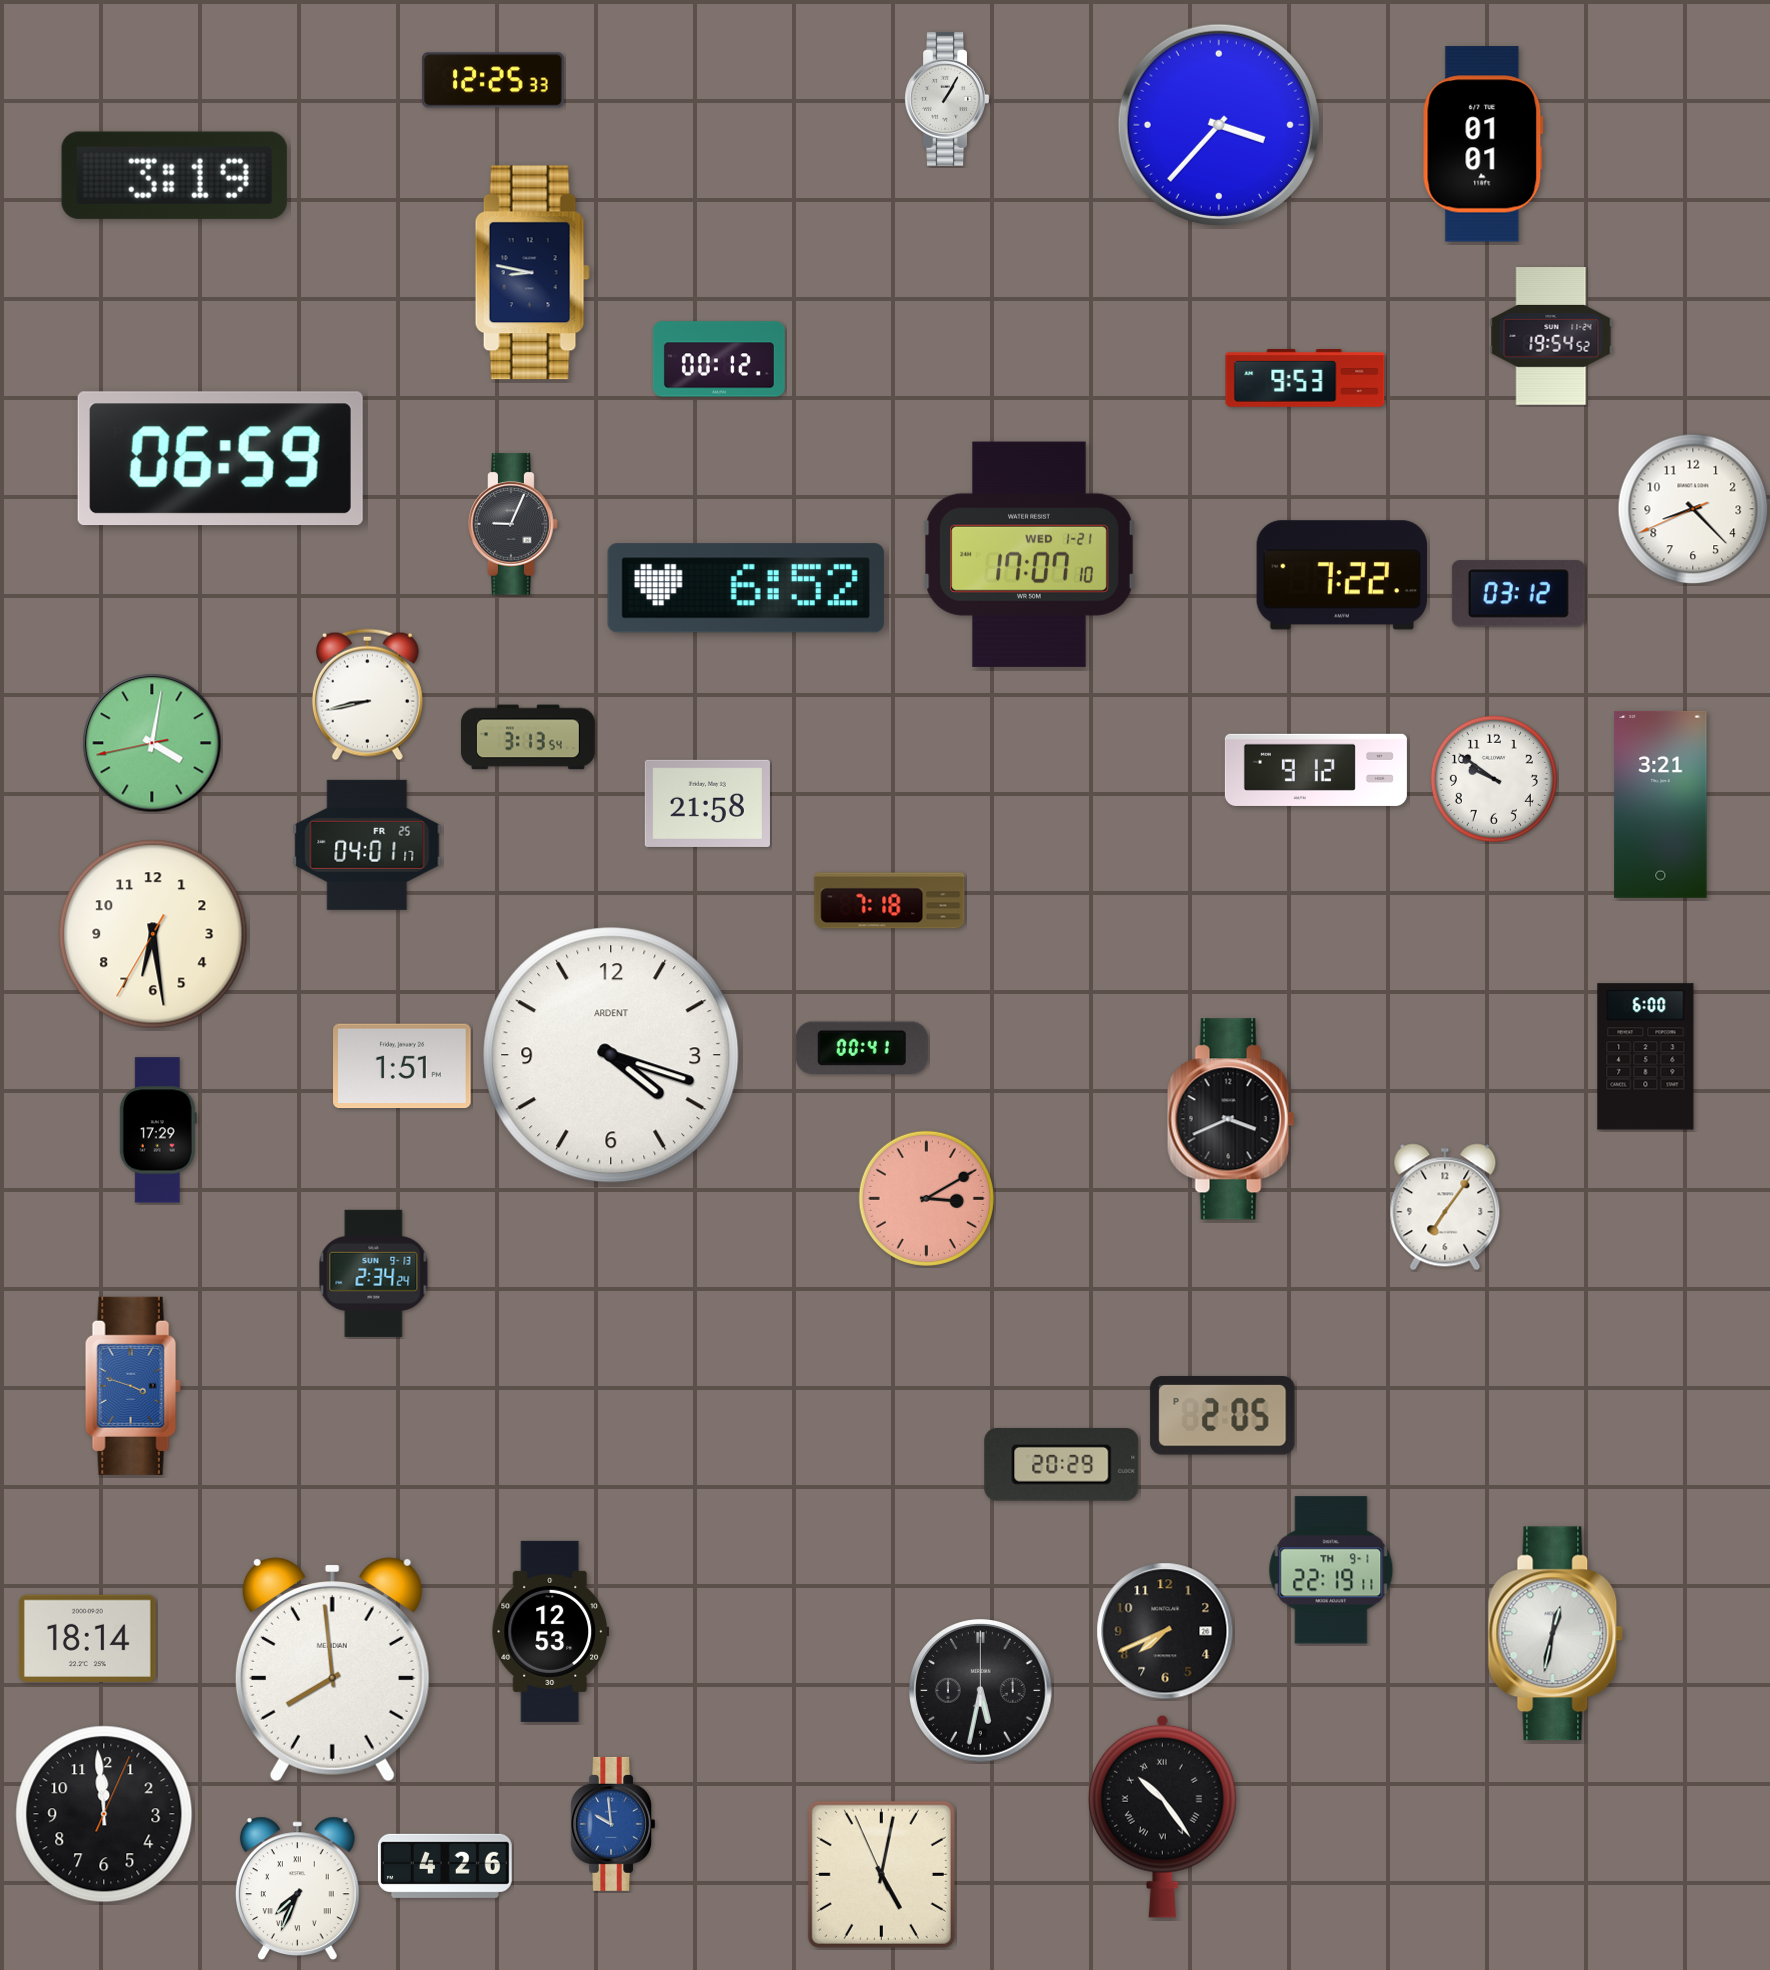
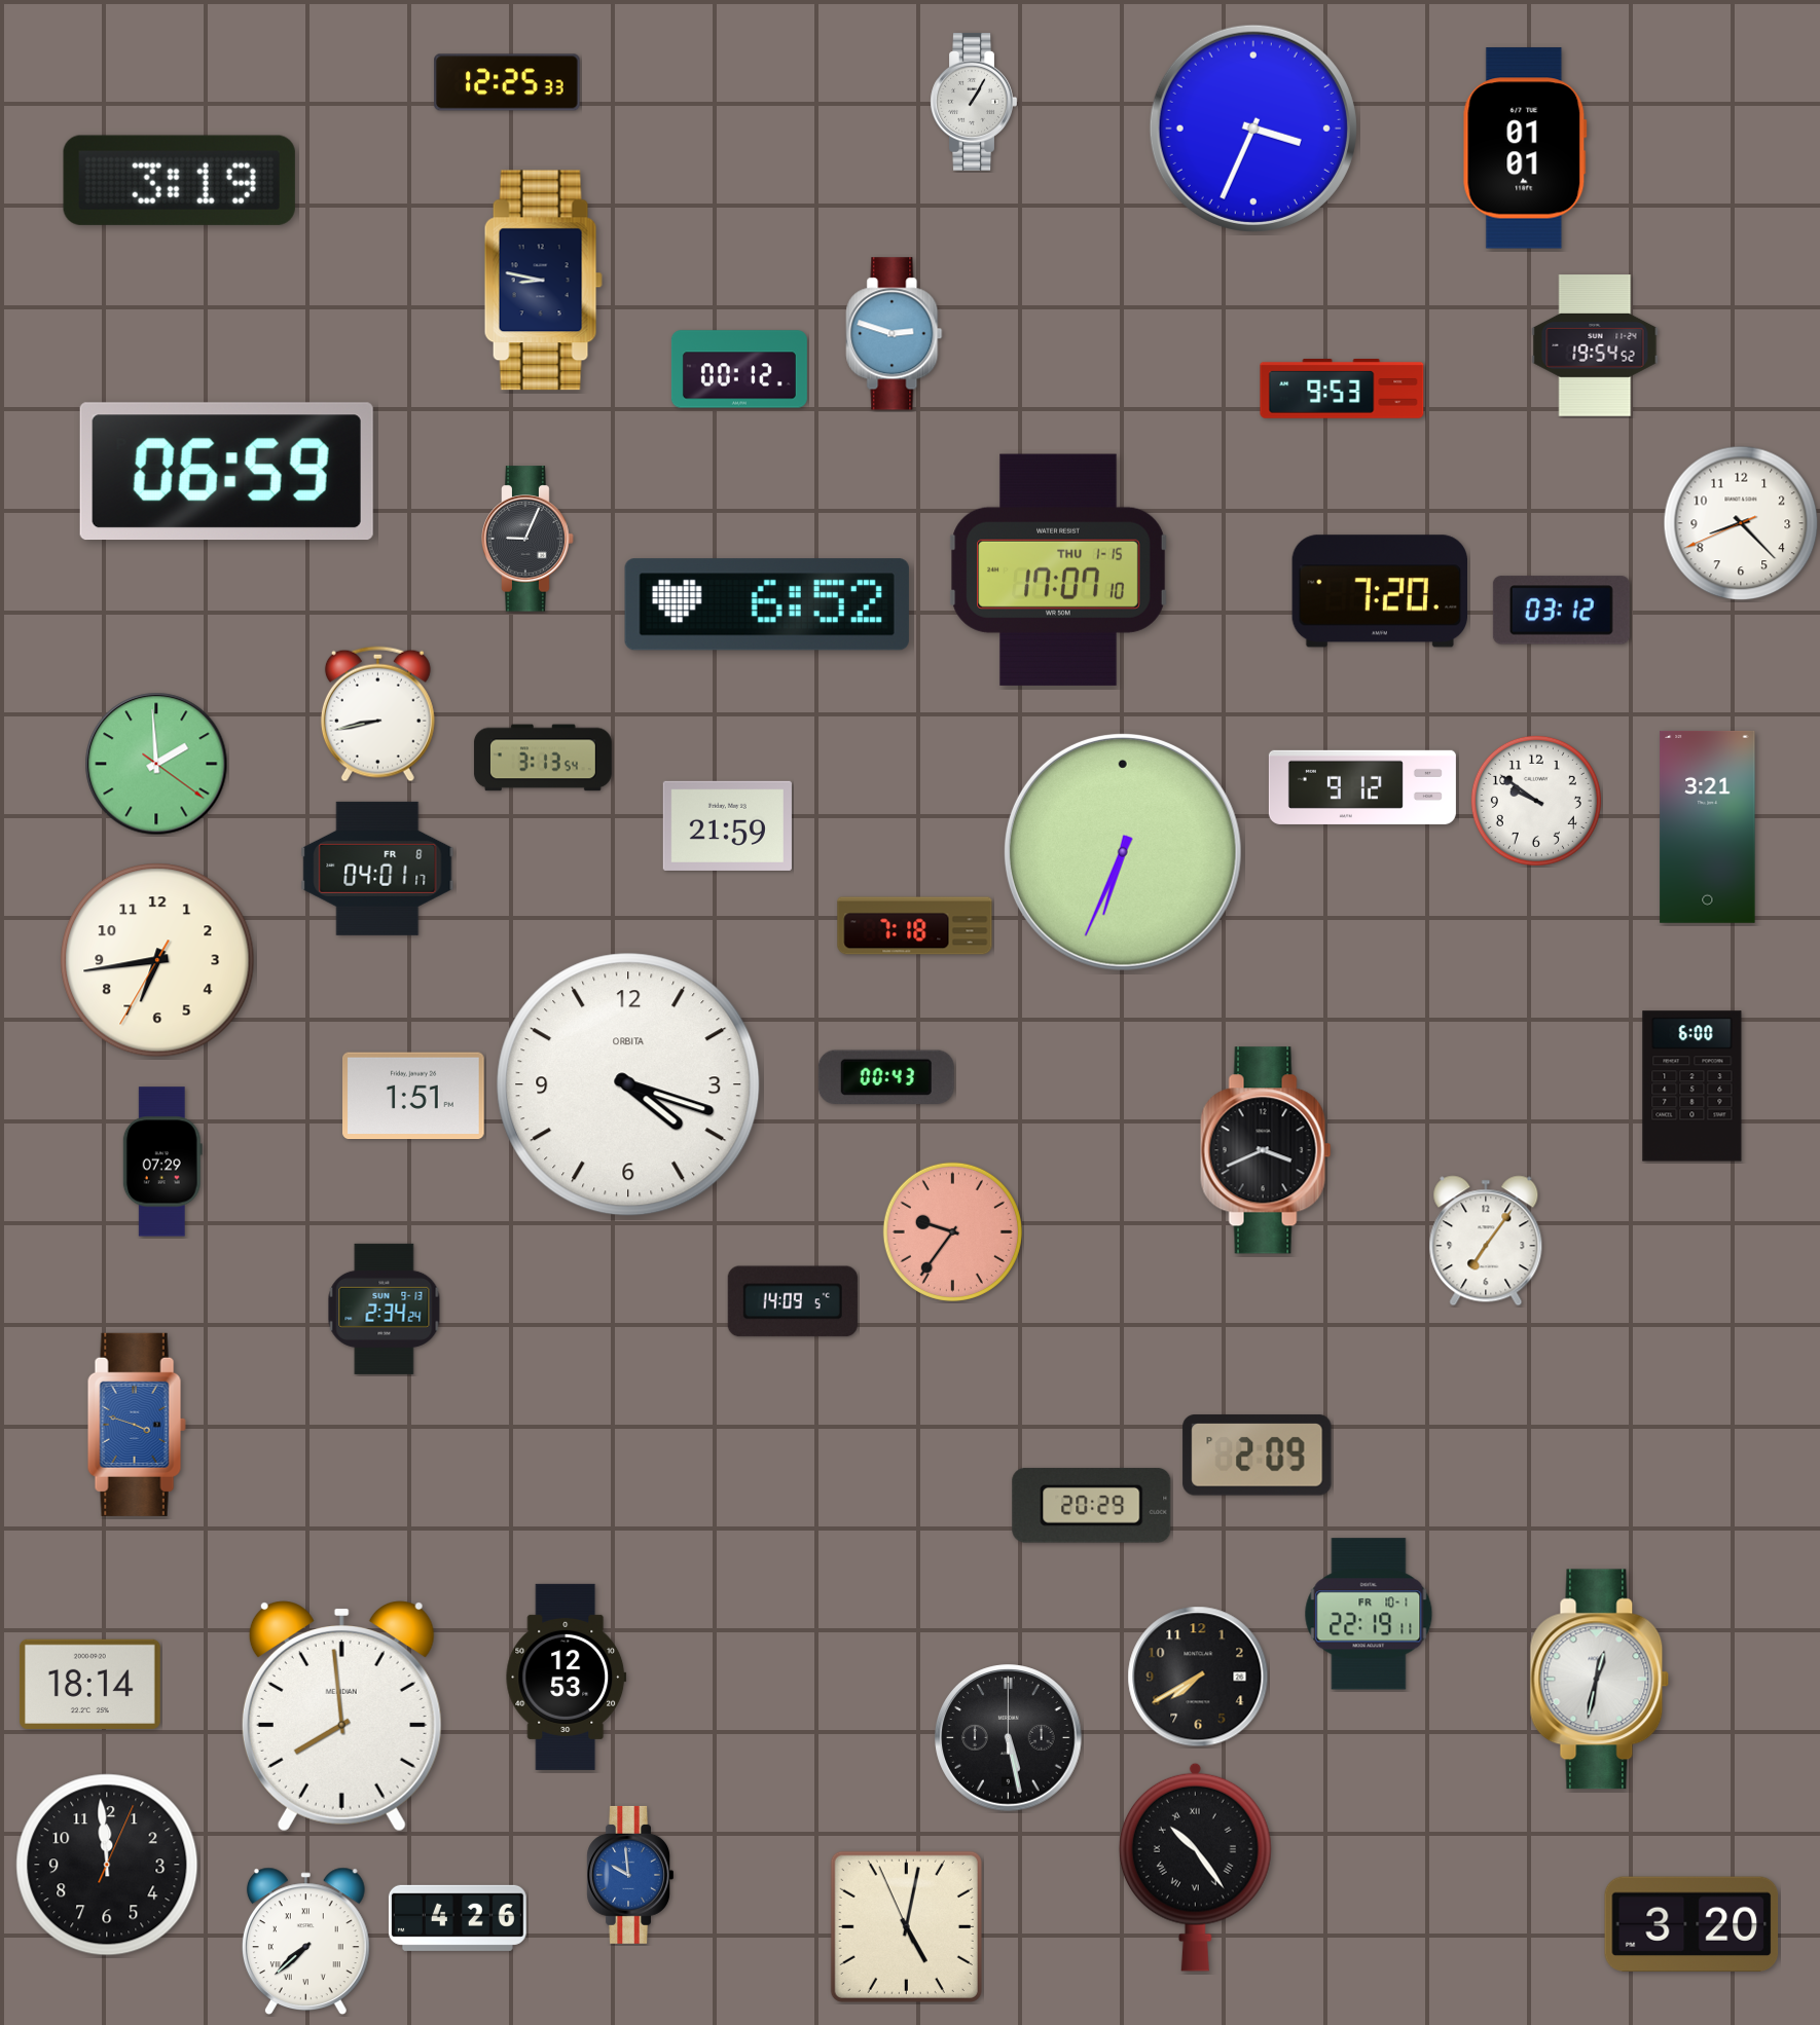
clock at (1219, 125): 3:37 -> 3:34
clock at (532, 273) position: (532, 273) -> (543, 281)
clock at (895, 334): none -> 2:48
clock at (1029, 554) date: WED 1-21 -> THU 1-15
clock at (1341, 575): 7:22 -> 7:20
clock at (152, 743): 4:01 -> 1:59
clock at (1316, 770) position: (1316, 770) -> (1362, 787)
clock at (707, 803): 21:58 -> 21:59
clock at (1123, 852): none -> 6:34
clock at (367, 845) date: FR 25 -> FR 8
clock at (153, 934): 6:28 -> 6:43
clock at (862, 1048): 00:41 -> 00:43
clock at (611, 1055) brand: ARDENT -> ORBITA
clock at (158, 1130): 17:29 -> 07:29
clock at (926, 1198): 3:10 -> 9:36
clock at (793, 1301): none -> 14:09
clock at (1223, 1416): 2:05 -> 2:09
clock at (1331, 1570) date: TH 9-1 -> FR 10-1
clock at (1165, 1631): 7:41 -> 7:40
clock at (981, 1691): 5:32 -> 5:28
clock at (1691, 1924): none -> 3:20
clock at (297, 1888): 7:34 -> 7:38
